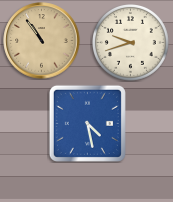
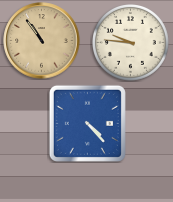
clock at (131, 43): 9:42 -> 9:46
clock at (87, 123): 4:28 -> 4:23
